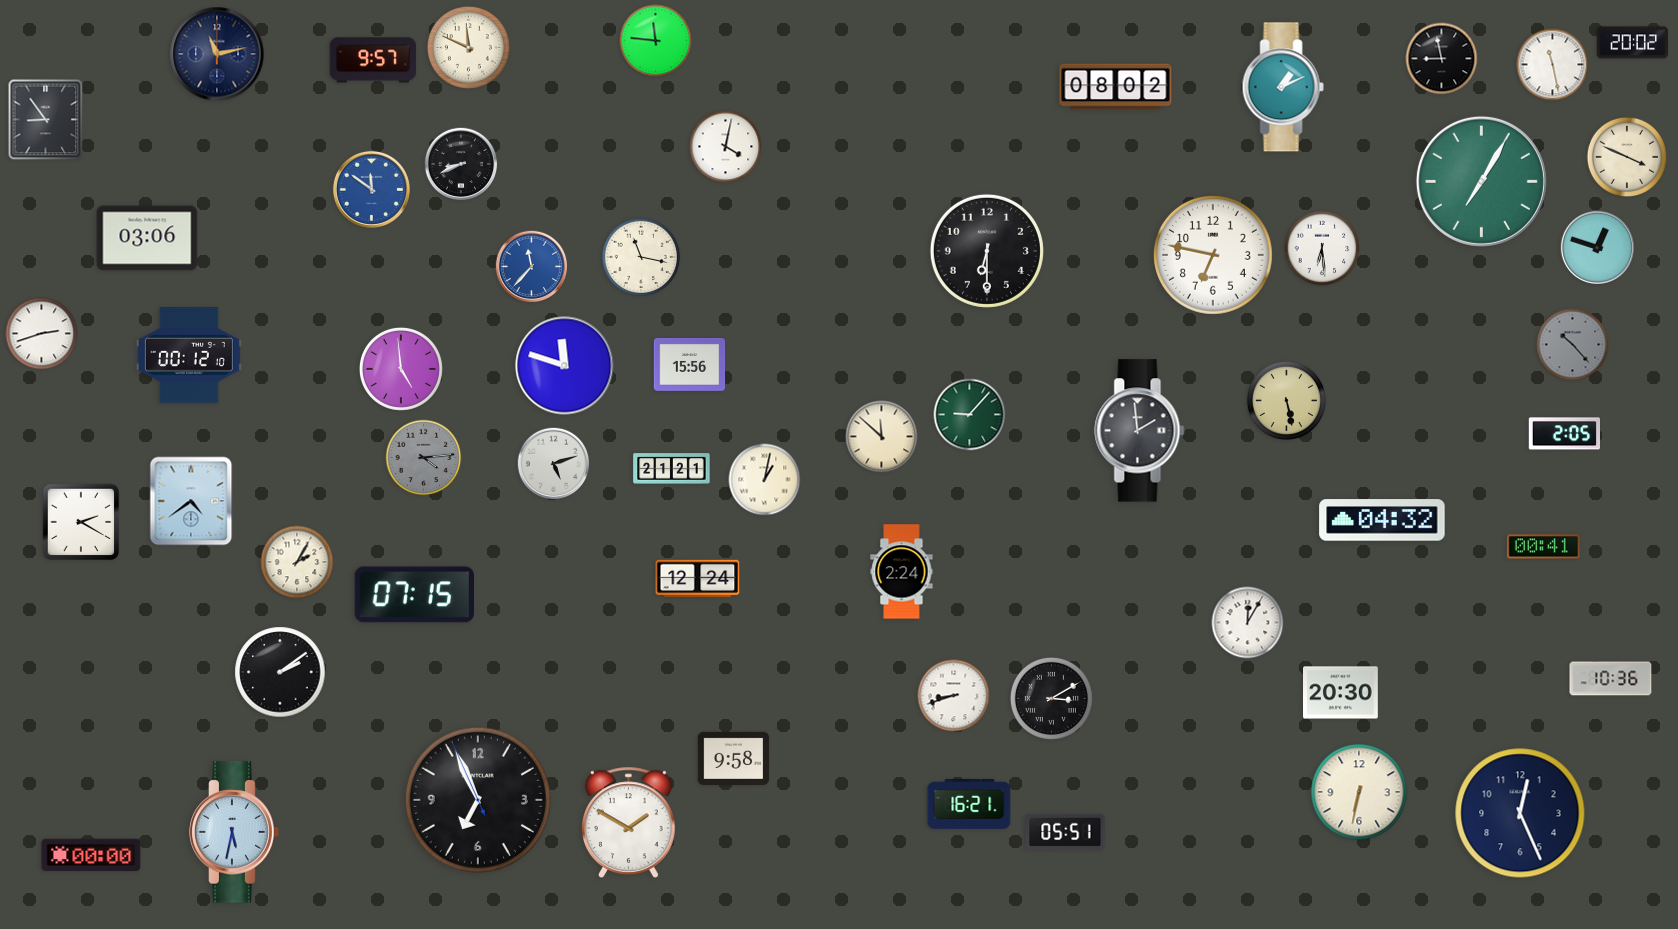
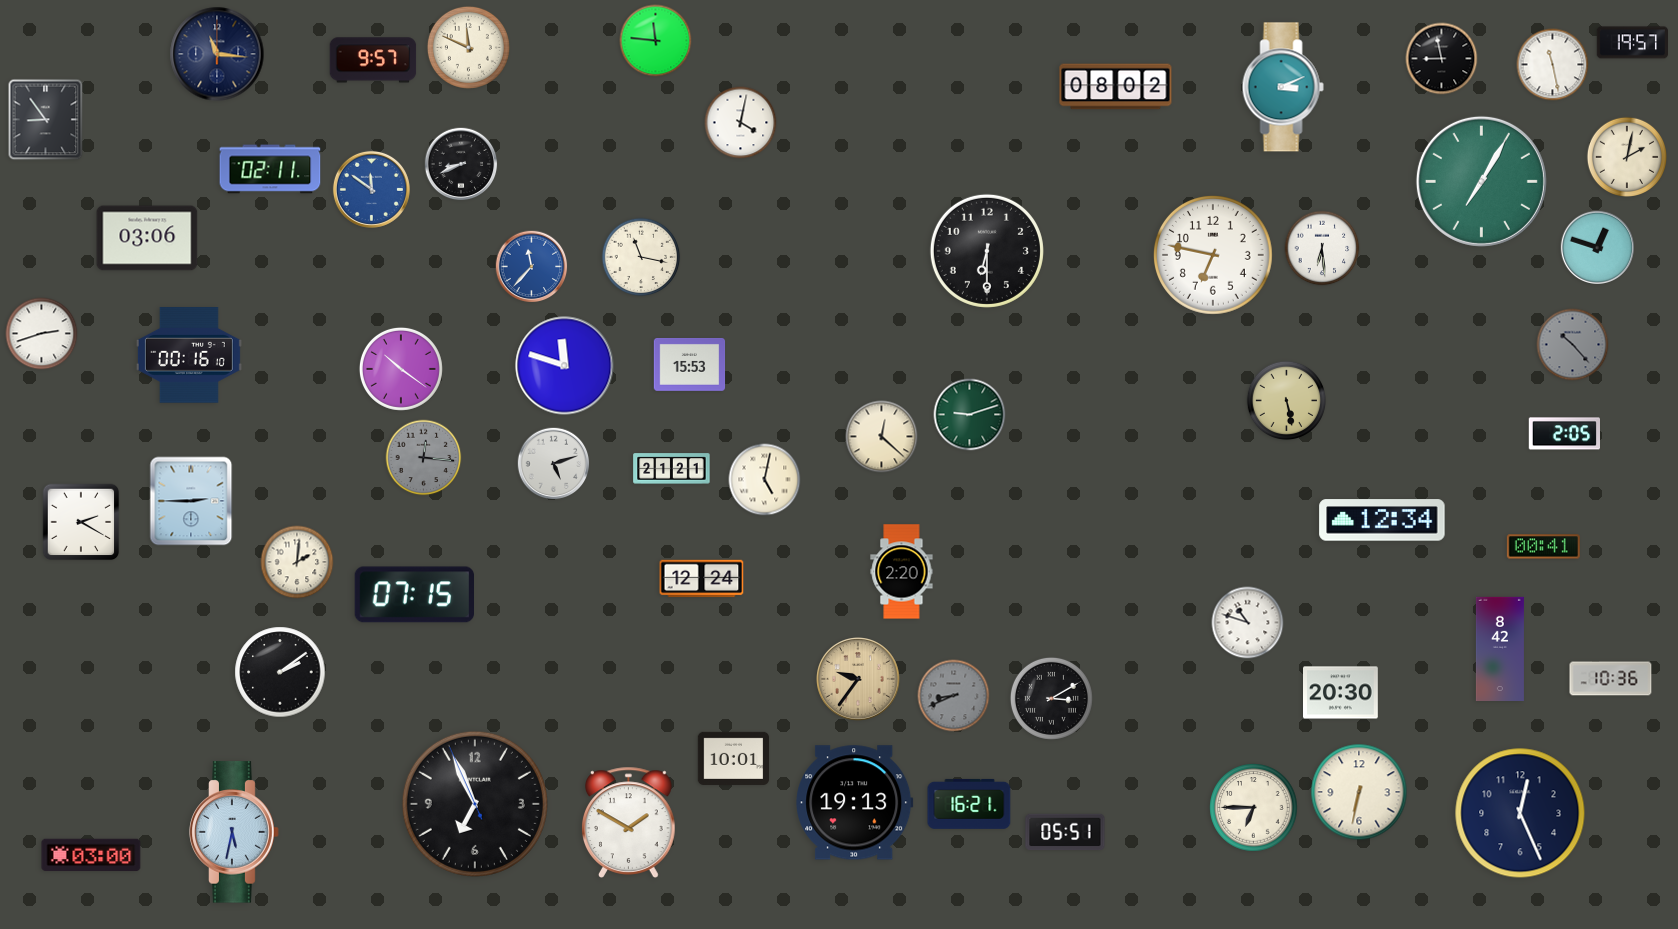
clock at (1632, 43): 20:02 -> 19:57
clock at (217, 54): 11:13 -> 11:16
clock at (1283, 87): 1:11 -> 3:11
clock at (726, 147) position: (726, 147) -> (741, 123)
clock at (1626, 156): 3:49 -> 2:02
clock at (270, 169): none -> 02:11
clock at (189, 356): 00:12 -> 00:16
clock at (690, 365): 15:56 -> 15:53
clock at (401, 369): 4:59 -> 10:21
clock at (970, 415): 9:07 -> 9:12
clock at (1140, 431): 1:59 -> none
clock at (882, 437): 11:52 -> 12:22
clock at (424, 458): 4:14 -> 12:16
clock at (765, 480): 1:02 -> 5:02
clock at (191, 501): 4:39 -> 2:45
clock at (1382, 520): 04:32 -> 12:34
clock at (297, 562): 2:05 -> 2:01
clock at (902, 572): 2:24 -> 2:20
clock at (698, 579) position: (698, 579) -> (702, 579)
clock at (1248, 623): 12:05 -> 10:48
clock at (1500, 648): none -> 8:42
clock at (859, 680): none -> 9:36
clock at (954, 696): 8:42 -> 8:41
clock at (954, 696) dial: white -> grey
clock at (734, 758): 9:58 -> 10:01
clock at (478, 800) position: (478, 800) -> (475, 804)
clock at (855, 803): none -> 19:13
clock at (1254, 808): none -> 6:45
clock at (91, 855): 00:00 -> 03:00
